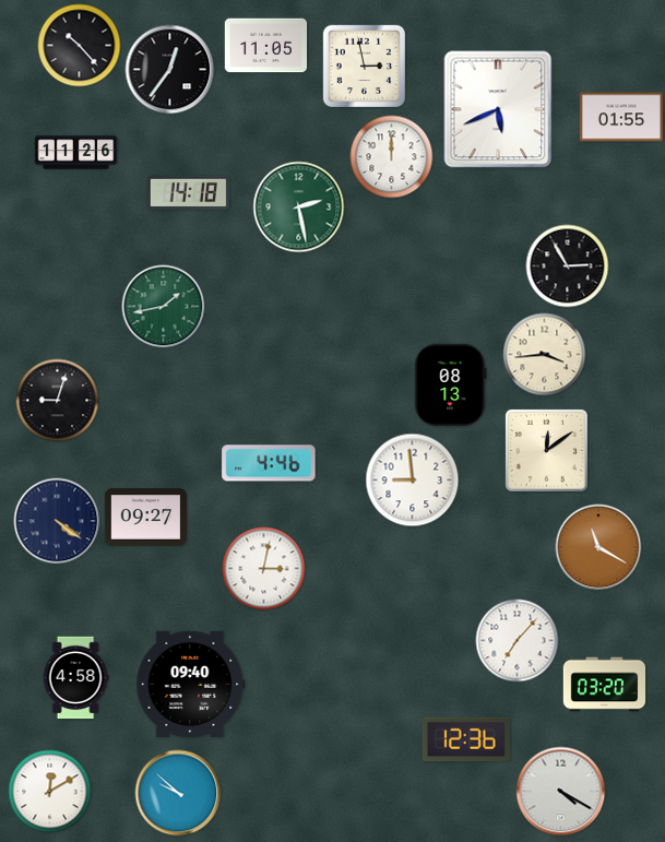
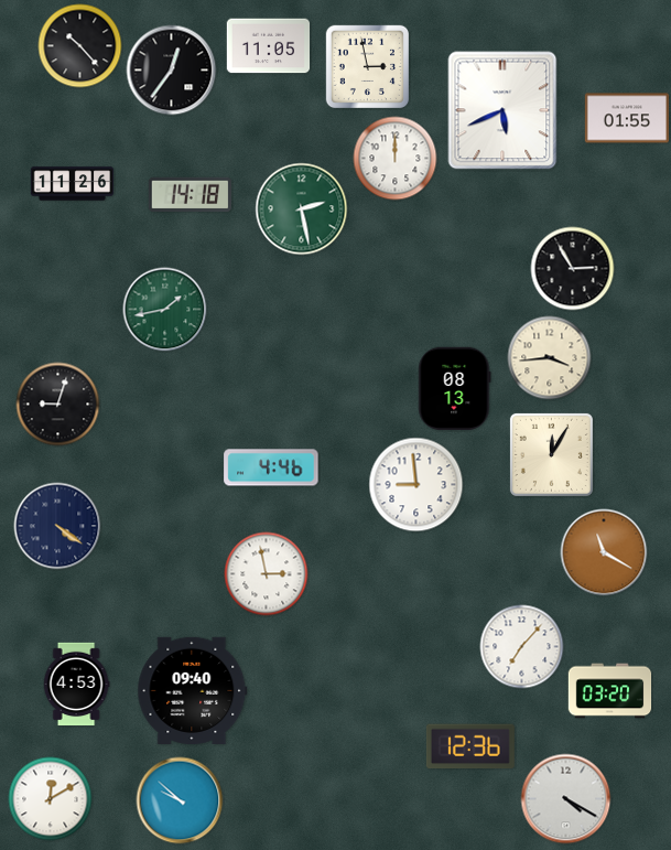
clock at (76, 153) position: (76, 153) -> (73, 184)
clock at (546, 450): 12:09 -> 12:05
clock at (146, 518): 09:27 -> none
clock at (264, 569): 3:02 -> 2:58
clock at (75, 678): 4:58 -> 4:53
